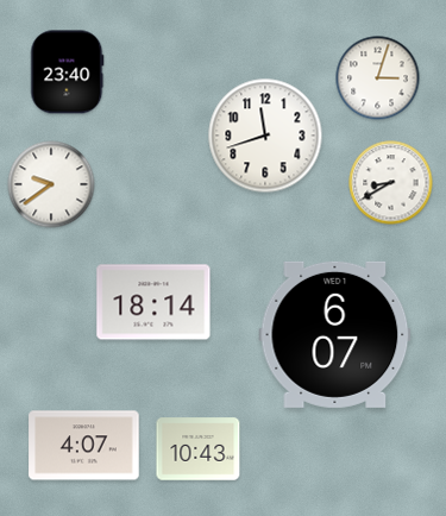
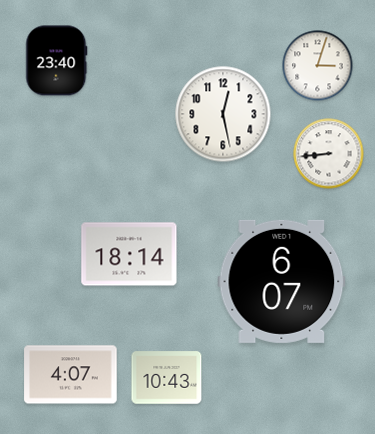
clock at (265, 136): 11:42 -> 12:28
clock at (391, 183): 8:40 -> 8:44
clock at (51, 184): 9:39 -> none
